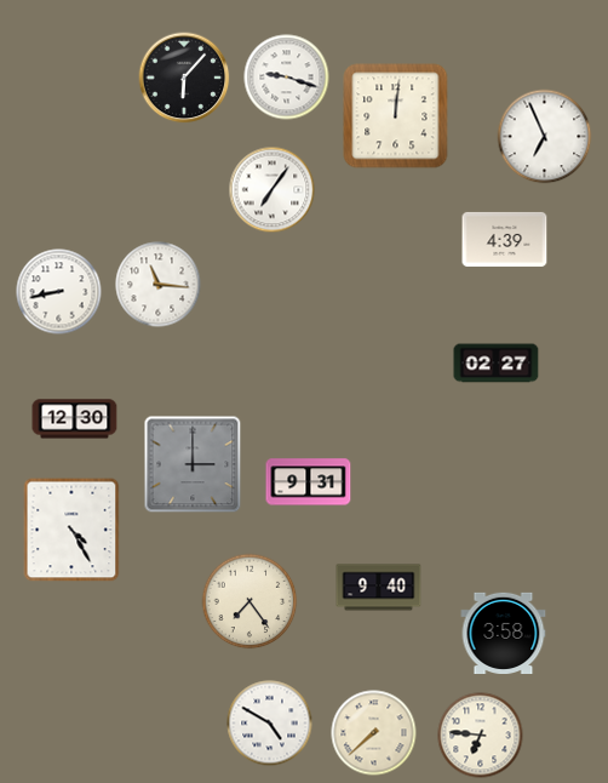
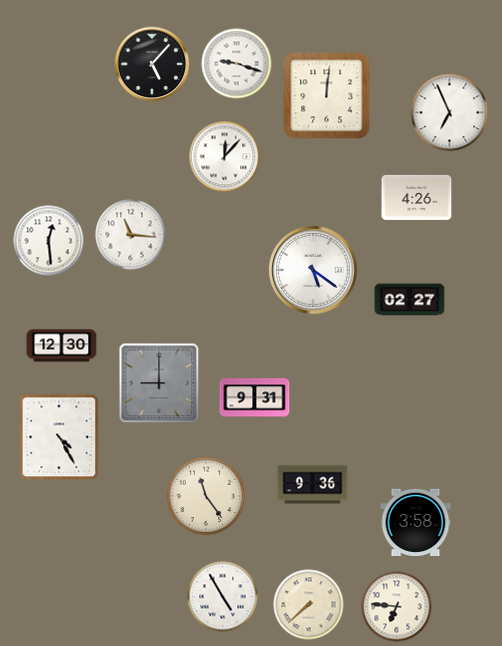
clock at (184, 78): 6:07 -> 5:07
clock at (273, 190): 7:06 -> 12:07
clock at (505, 239): 4:39 -> 4:26
clock at (59, 292): 8:43 -> 12:29
clock at (313, 270): none -> 5:21
clock at (193, 464): 3:00 -> 9:00
clock at (379, 588): 9:40 -> 9:36
clock at (249, 601): 7:24 -> 11:24
clock at (270, 724): 4:50 -> 4:55
